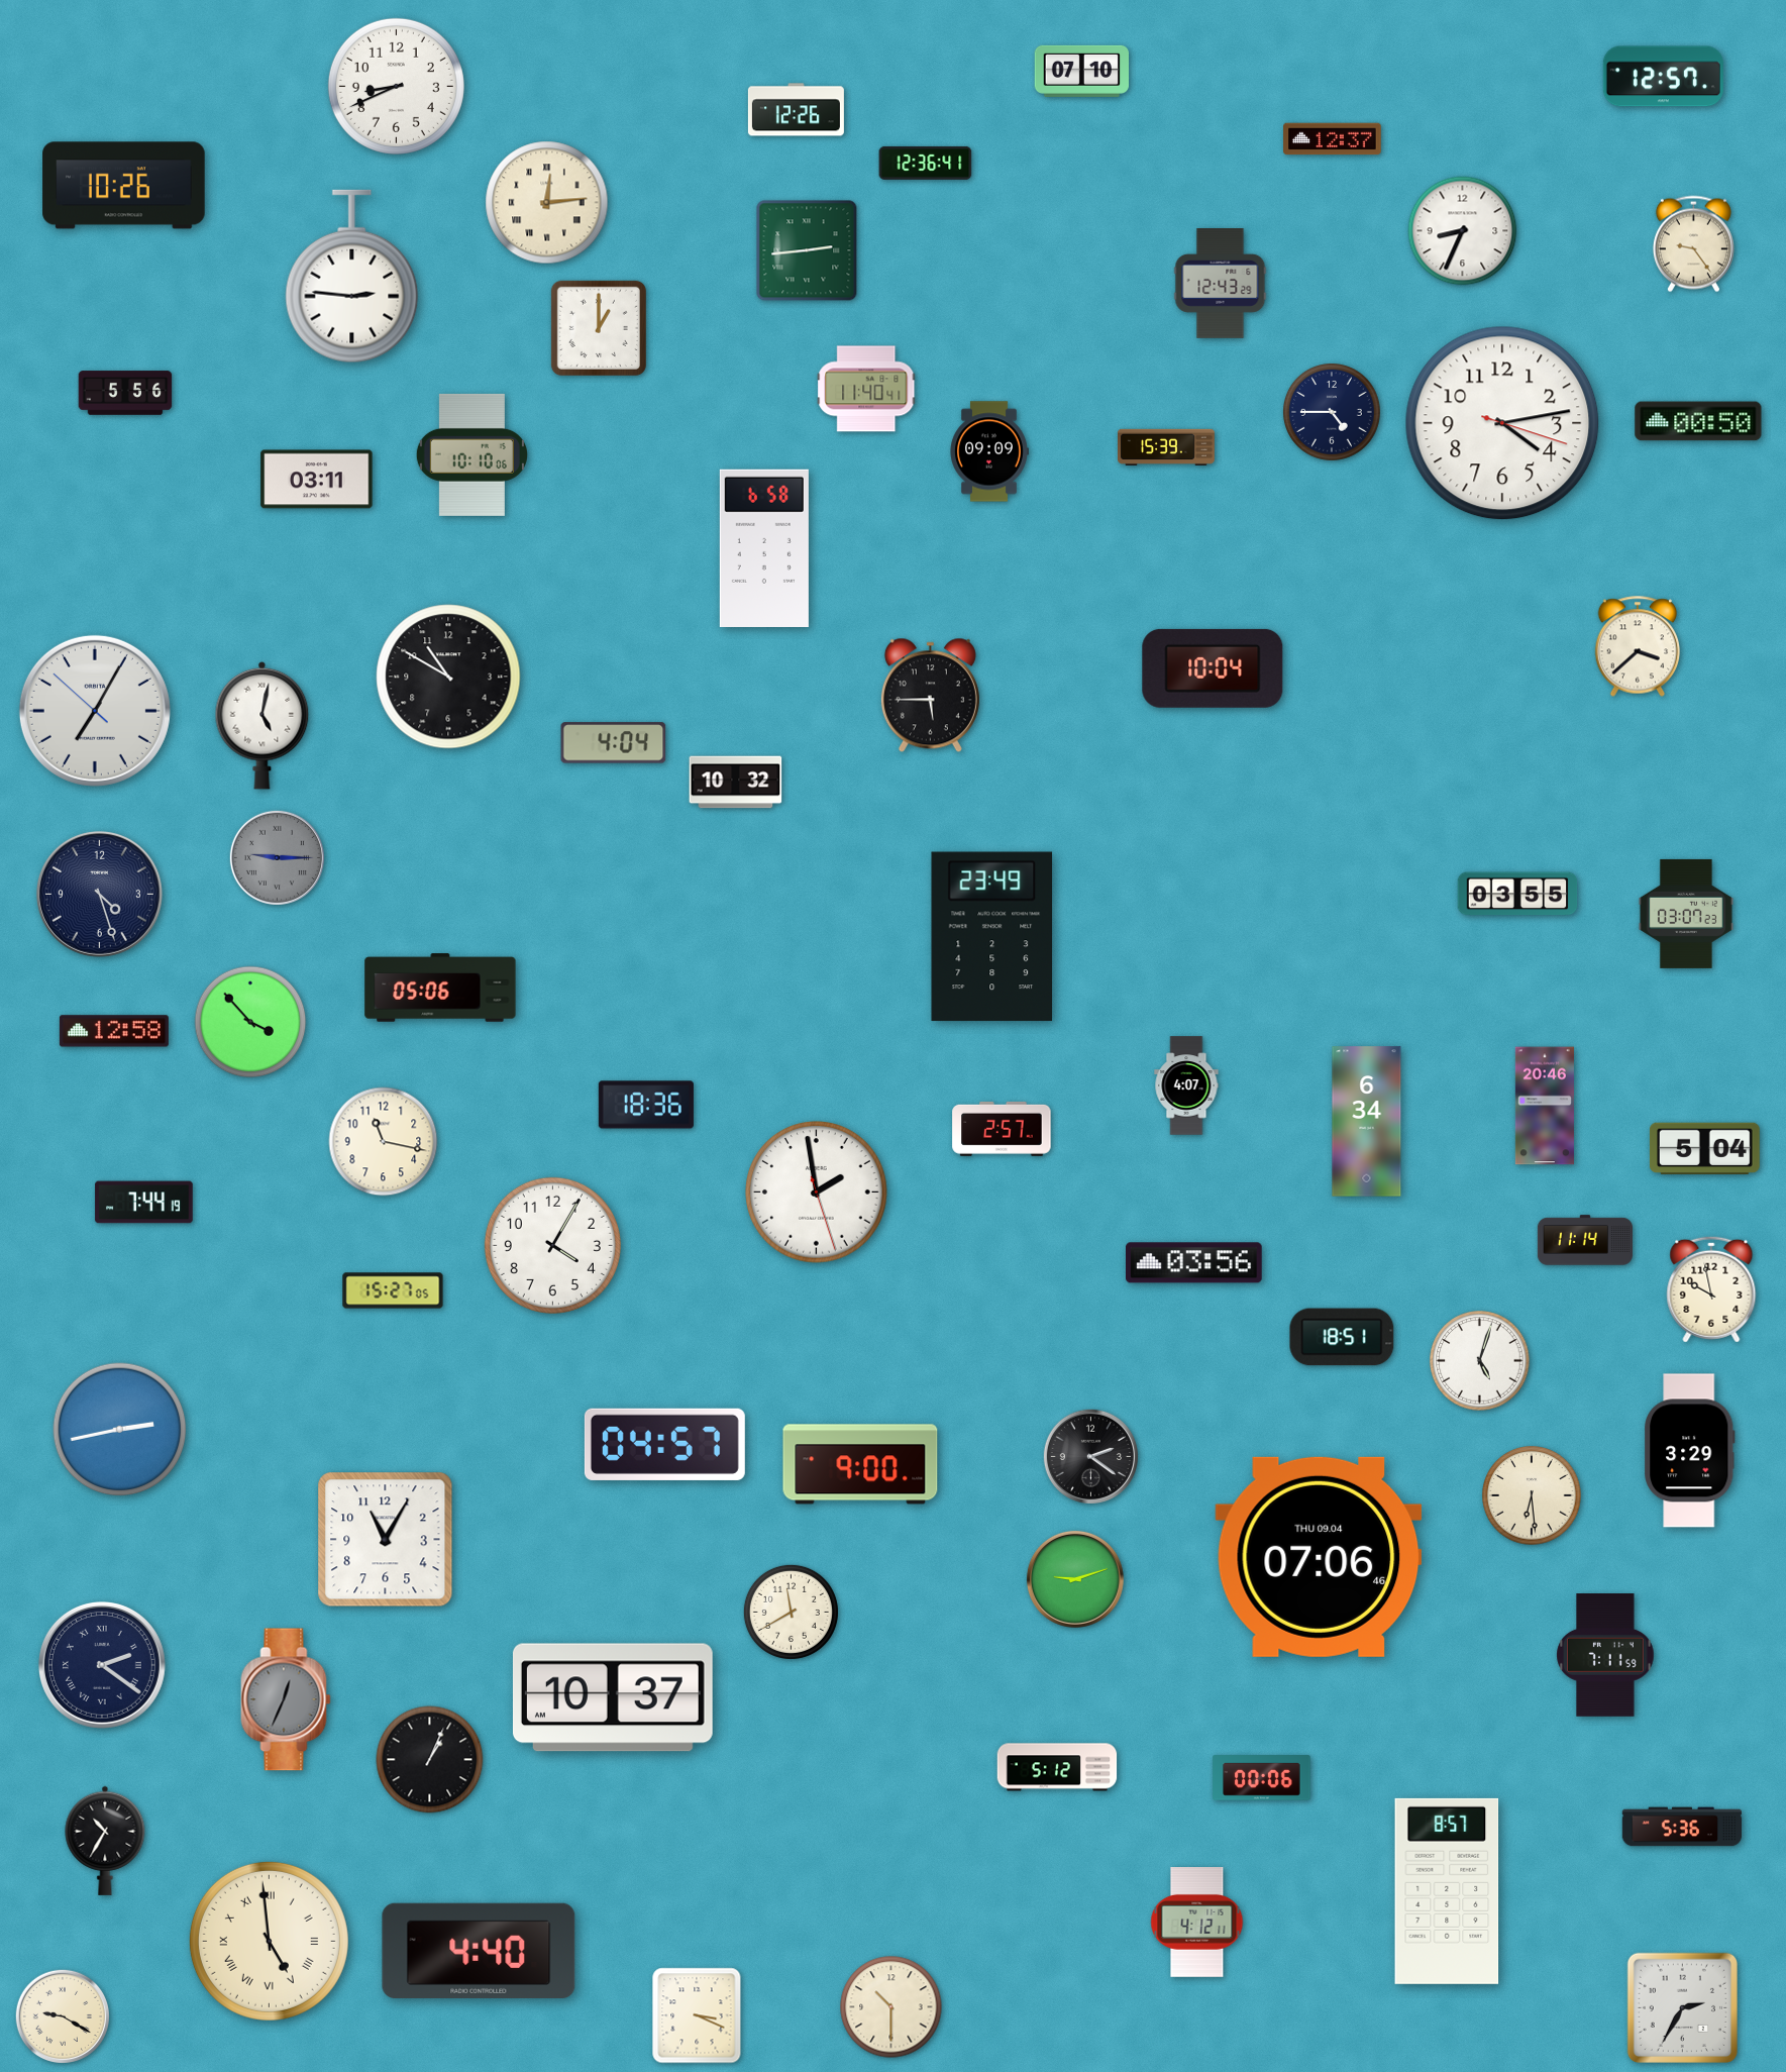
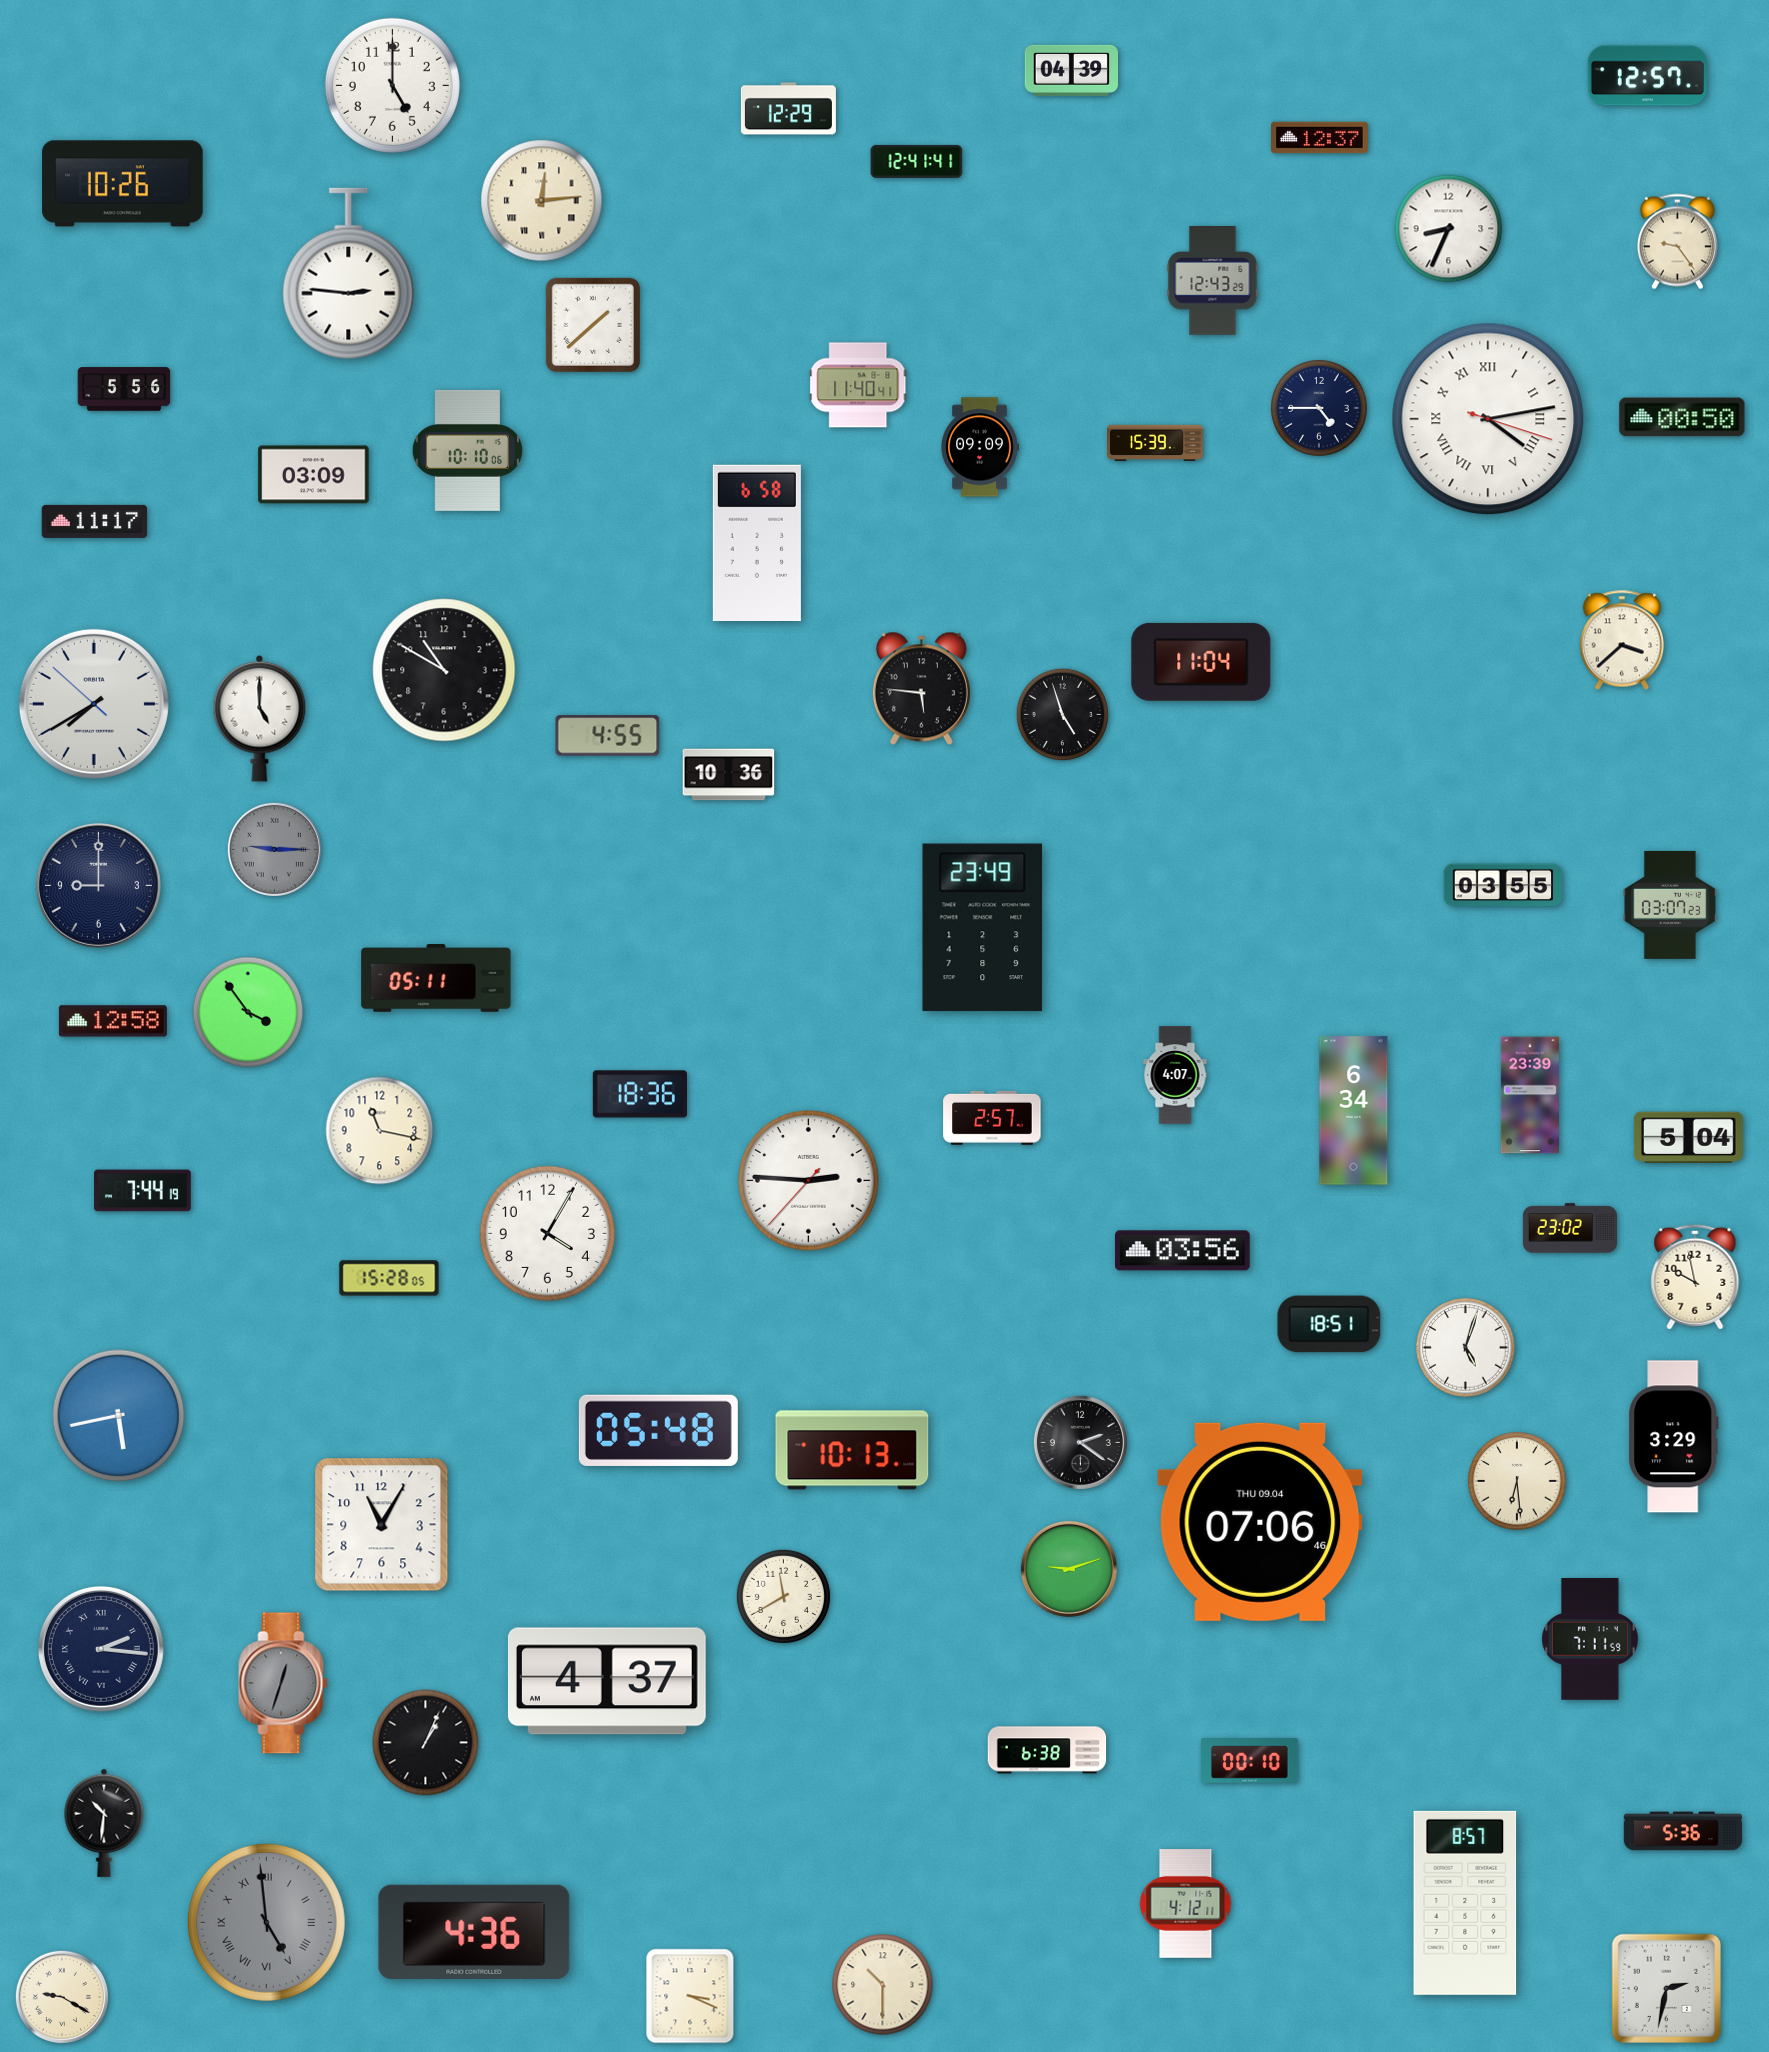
clock at (1082, 71): 07:10 -> 04:39
clock at (396, 86): 8:41 -> 5:00
clock at (796, 110): 12:26 -> 12:29
clock at (926, 163): 12:36 -> 12:41
clock at (807, 250): 2:44 -> none
clock at (1221, 284) position: (1221, 284) -> (1213, 281)
clock at (599, 328): 1:00 -> 1:38
clock at (1502, 423) numerals: Arabic -> Roman
clock at (317, 480): 03:11 -> 03:09
clock at (95, 521): none -> 11:17
clock at (1213, 668): 10:04 -> 11:04
clock at (930, 696): 5:45 -> 5:46
clock at (95, 711): 7:04 -> 7:39
clock at (1062, 714): none -> 4:57
clock at (262, 725): 5:02 -> 5:00
clock at (614, 743): 4:04 -> 4:55
clock at (736, 783): 10:32 -> 10:36
clock at (99, 894): 4:27 -> 9:00
clock at (440, 988): 05:06 -> 05:11
clock at (250, 1022): 3:53 -> 3:54
clock at (1545, 1106): 20:46 -> 23:39
clock at (817, 1193): 1:58 -> 2:45
clock at (1585, 1240): 11:14 -> 23:02
clock at (393, 1290): 15:27 -> 15:28
clock at (120, 1430): 2:43 -> 5:43
clock at (664, 1444): 04:57 -> 05:48
clock at (860, 1464): 9:00 -> 10:13
clock at (1319, 1557) position: (1319, 1557) -> (1260, 1522)
clock at (1075, 1579) position: (1075, 1579) -> (1069, 1569)
clock at (102, 1665): 2:21 -> 2:16
clock at (613, 1697): 10:37 -> 4:37
clock at (286, 1699): 12:34 -> 12:33
clock at (1057, 1767): 5:12 -> 6:38
clock at (1262, 1778): 00:06 -> 00:10
clock at (1682, 1827) position: (1682, 1827) -> (1683, 1831)
clock at (105, 1841): 10:35 -> 10:31
clock at (1447, 1891) position: (1447, 1891) -> (1465, 1903)
clock at (269, 1941) dial: cream -> grey
clock at (479, 1950): 4:40 -> 4:36
clock at (891, 2007) position: (891, 2007) -> (883, 1985)
clock at (1682, 2007): 2:35 -> 2:32
